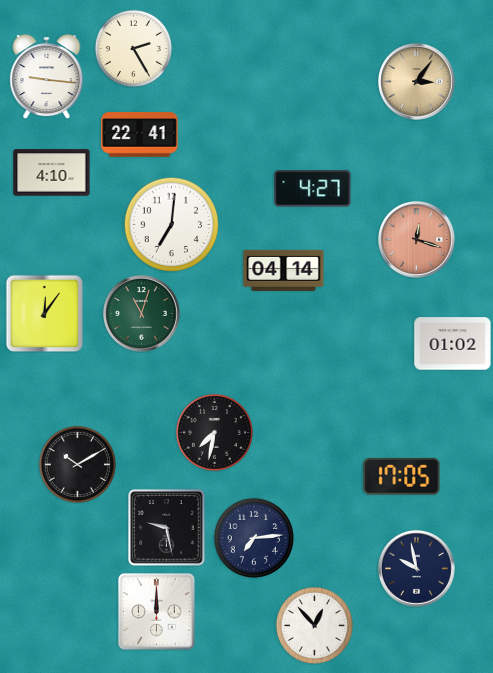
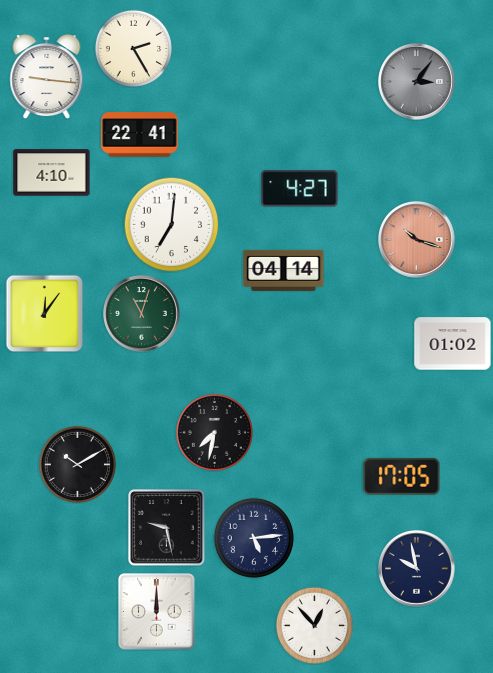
clock at (417, 82) dial: champagne -> grey
clock at (313, 189) position: (313, 189) -> (300, 189)
clock at (417, 240): 12:18 -> 10:18
clock at (254, 538): 7:14 -> 5:14
